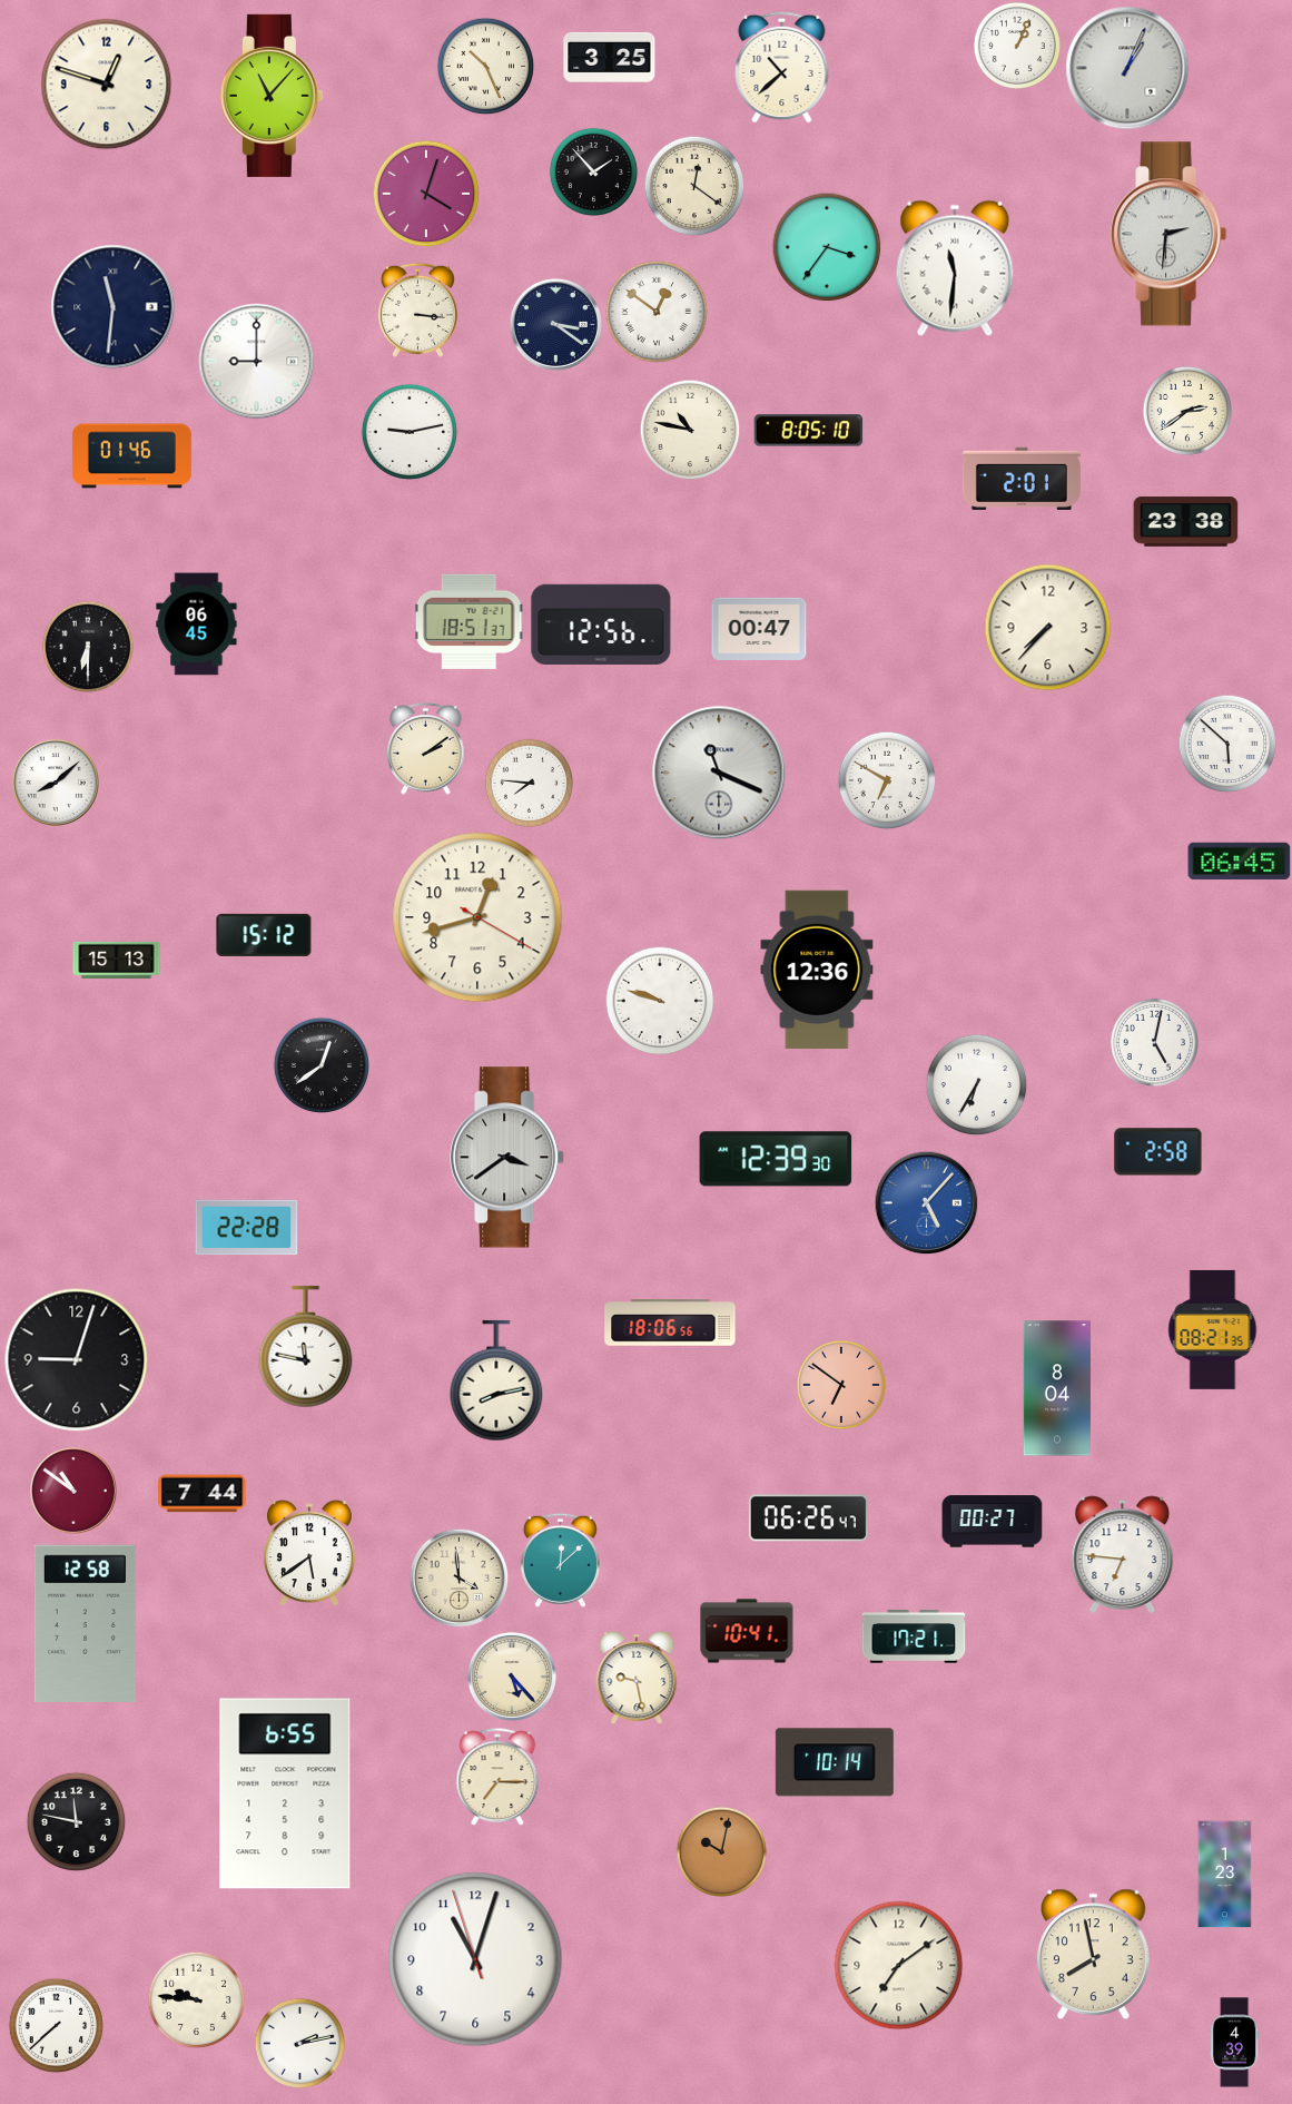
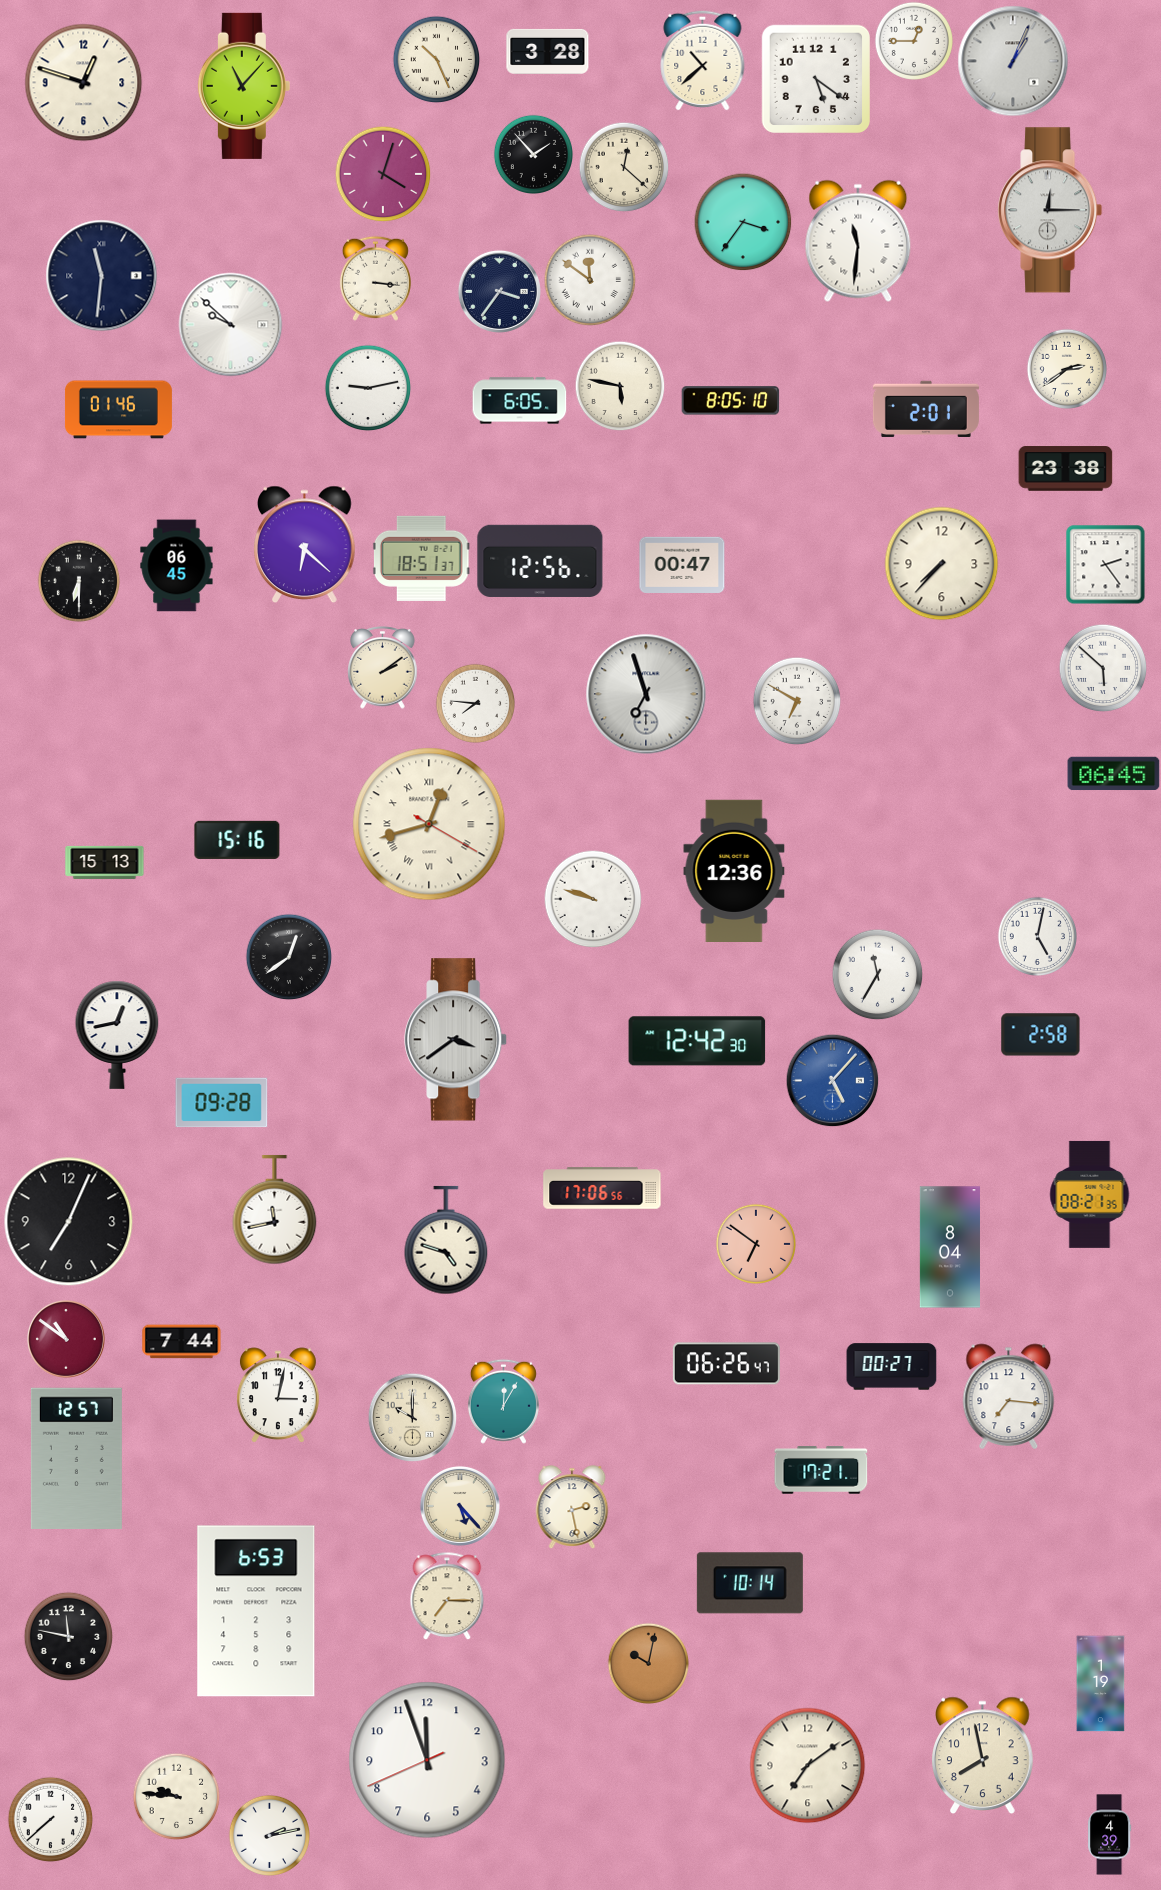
clock at (1016, 45): 1:04 -> 12:45
clock at (610, 57): 3:25 -> 3:28
clock at (107, 85) position: (107, 85) -> (84, 83)
clock at (815, 78): none -> 5:21
clock at (694, 186): 12:21 -> 12:22
clock at (1168, 234): 2:31 -> 12:15
clock at (657, 312): 12:51 -> 11:51
clock at (555, 324): 3:21 -> 3:36
clock at (257, 362): 9:00 -> 9:52
clock at (690, 430): 10:47 -> 5:47
clock at (809, 431) position: (809, 431) -> (731, 401)
clock at (520, 401): none -> 6:05
clock at (1022, 479) position: (1022, 479) -> (926, 409)
clock at (305, 545): none -> 6:22
clock at (197, 625) position: (197, 625) -> (177, 566)
clock at (1106, 565): none -> 2:24
clock at (426, 749) position: (426, 749) -> (383, 668)
clock at (719, 773): 11:19 -> 6:57
clock at (56, 783): 8:08 -> none
clock at (477, 917) numerals: Arabic -> Roman
clock at (264, 935): 15:12 -> 15:16
clock at (976, 1084): 6:35 -> 11:35
clock at (117, 1035): none -> 12:43
clock at (776, 1159): 12:39 -> 12:42
clock at (247, 1228): 22:28 -> 09:28
clock at (670, 1323): 18:06 -> 17:06
clock at (306, 1347): 11:47 -> 11:43
clock at (77, 1360): 9:03 -> 7:04
clock at (496, 1380): 8:13 -> 4:48
clock at (309, 1553): 5:39 -> 3:02
clock at (1123, 1554): 6:46 -> 7:16
clock at (560, 1560): 12:08 -> 12:05
clock at (458, 1577): 3:59 -> 10:00
clock at (85, 1623): 12:58 -> 12:57
clock at (747, 1631): 10:41 -> none
clock at (637, 1678): 9:28 -> 2:28
clock at (285, 1793): 6:55 -> 6:53
clock at (1225, 1875): 1:23 -> 1:19
clock at (475, 1959): 11:02 -> 11:56
